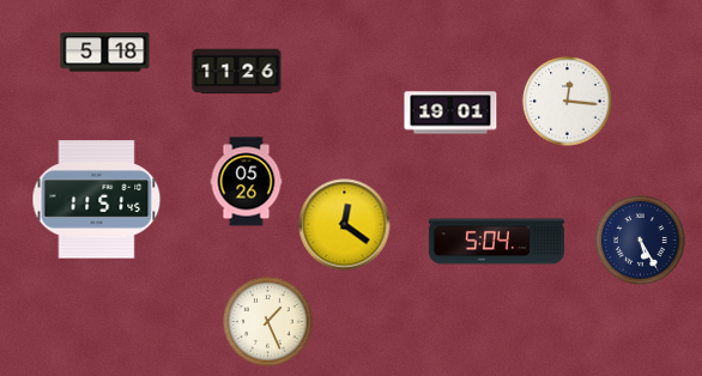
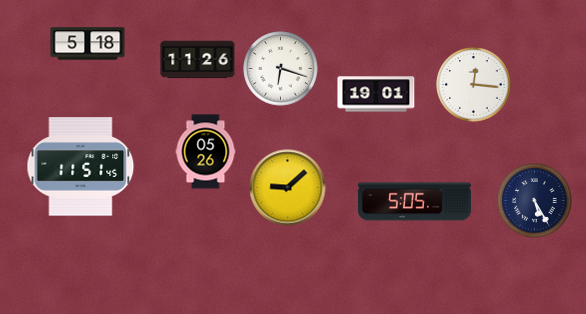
clock at (281, 69): none -> 6:18
clock at (345, 225): 12:21 -> 9:08
clock at (496, 242): 5:04 -> 5:05
clock at (268, 322): 1:26 -> none
